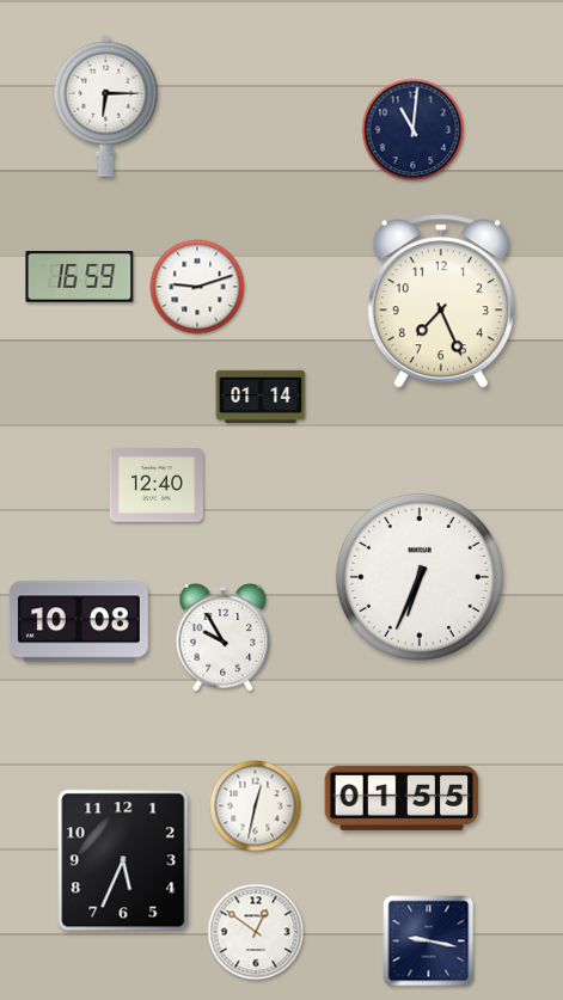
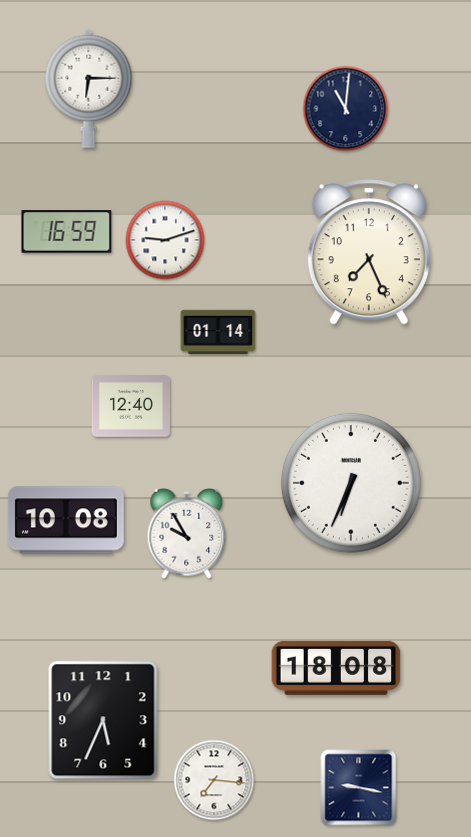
clock at (402, 798): 01:55 -> 18:08
clock at (256, 806): 12:32 -> none
clock at (256, 932): 12:51 -> 7:16
